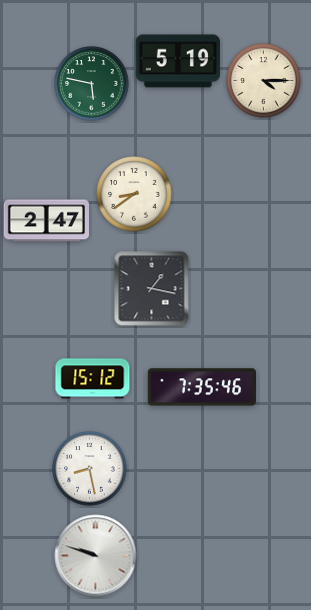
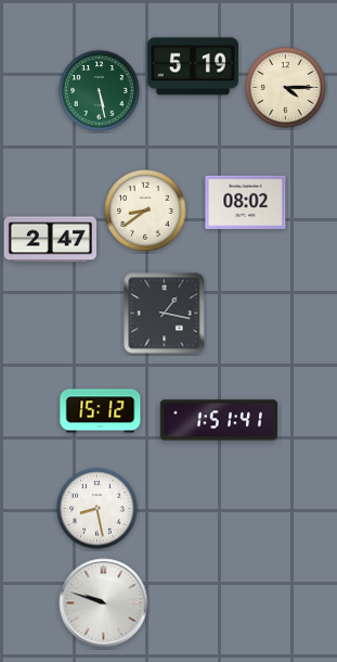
clock at (92, 84): 5:47 -> 5:28
clock at (246, 203): none -> 08:02
clock at (202, 387): 7:35 -> 1:51
